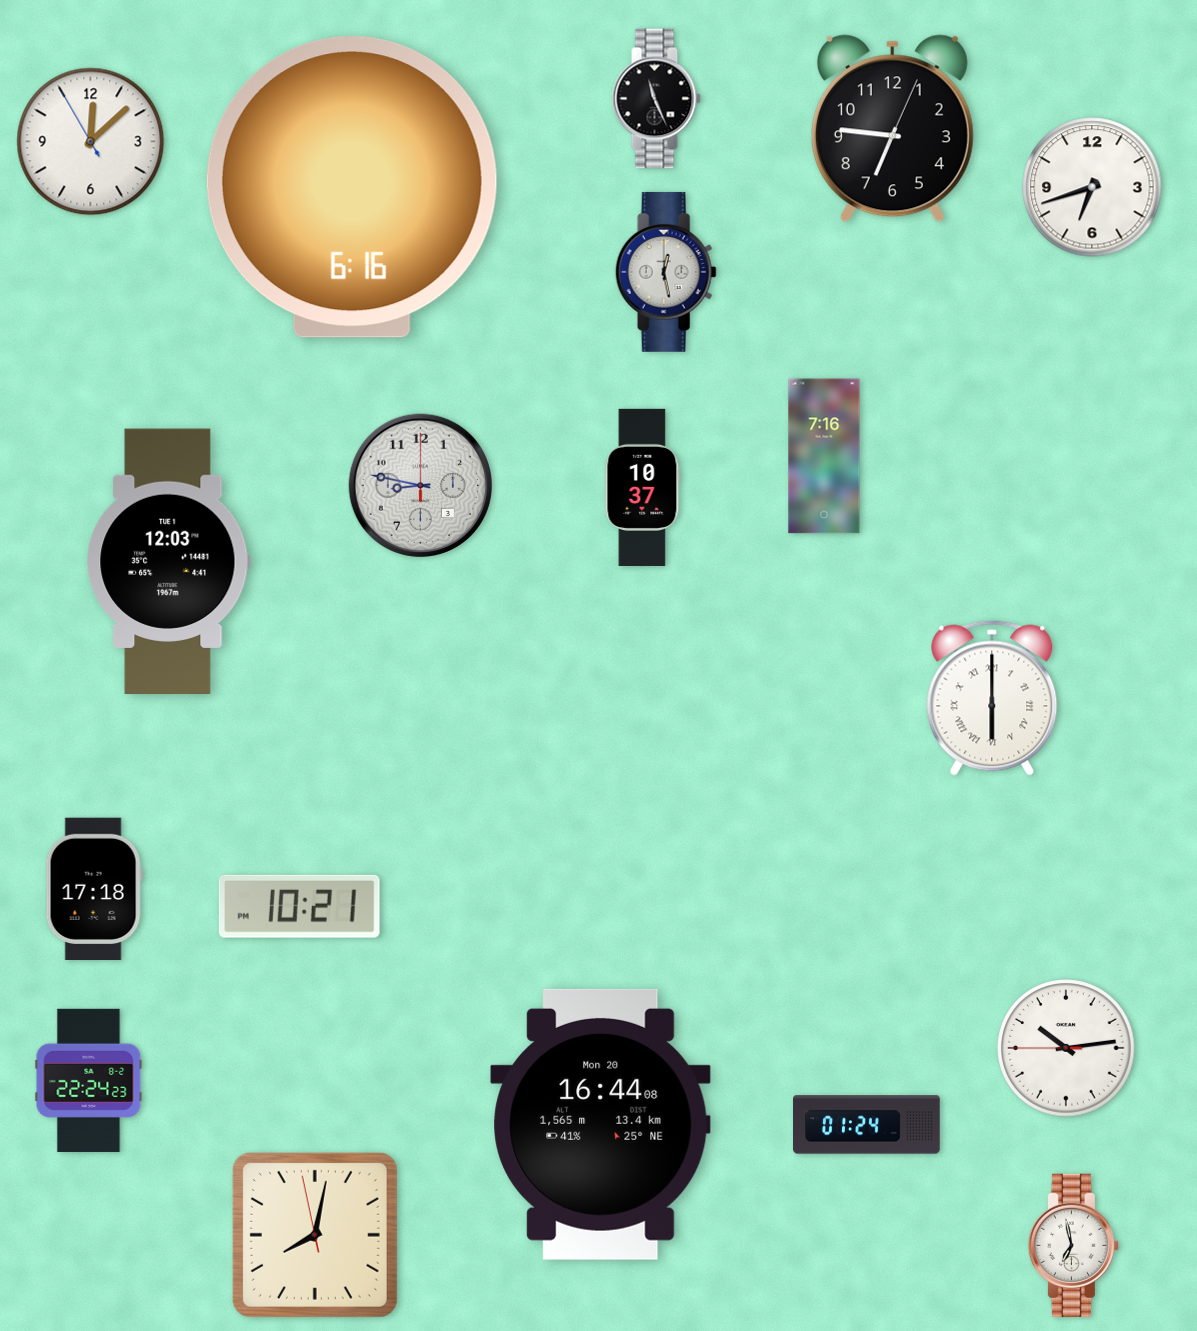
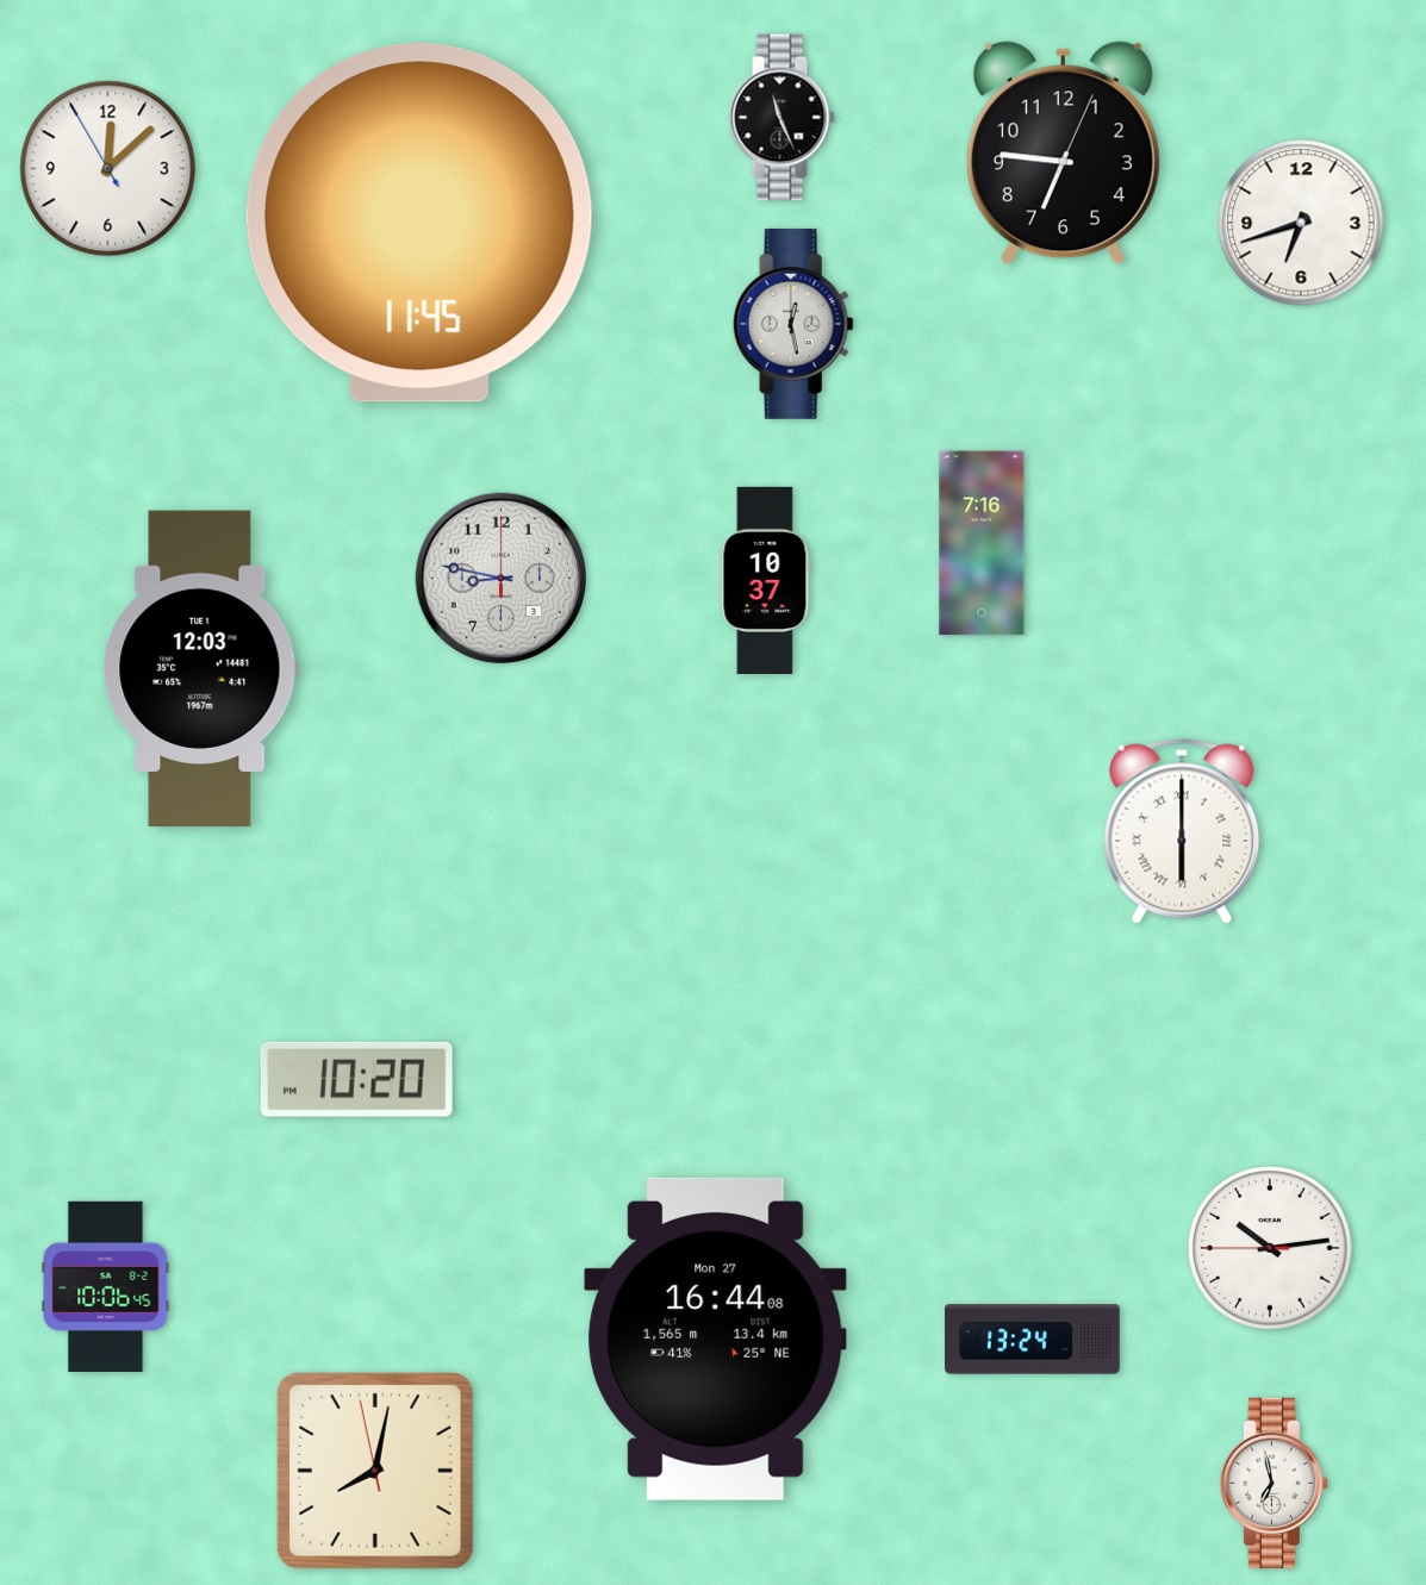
clock at (352, 187): 6:16 -> 11:45
clock at (94, 888): 17:18 -> none
clock at (299, 906): 10:21 -> 10:20
clock at (89, 1080): 22:24 -> 10:06
clock at (601, 1124) date: Mon 20 -> Mon 27
clock at (867, 1125): 01:24 -> 13:24
clock at (1073, 1245) position: (1073, 1245) -> (1274, 1483)
